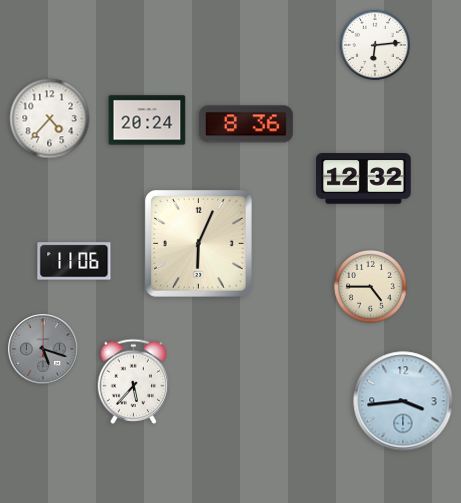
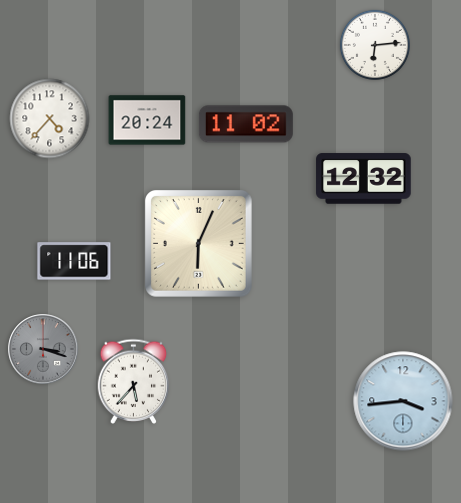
clock at (246, 124): 8:36 -> 11:02
clock at (371, 287): 4:45 -> none
clock at (43, 349): 5:18 -> 3:18
